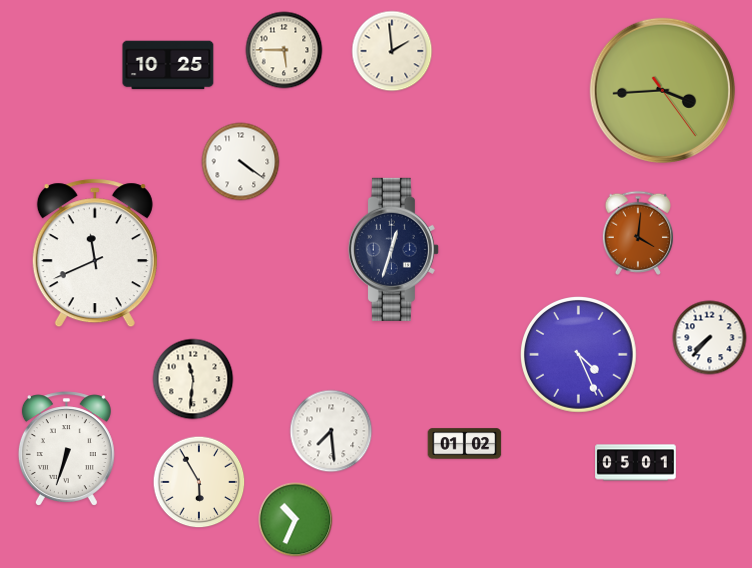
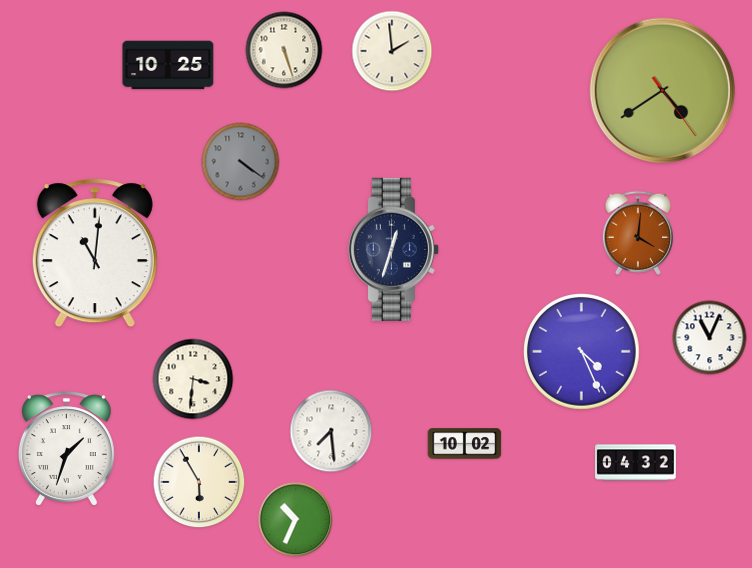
clock at (284, 50): 5:45 -> 5:27
clock at (662, 90): 3:44 -> 4:39
clock at (241, 162) dial: white -> grey
clock at (95, 253): 11:41 -> 11:01
clock at (710, 338): 7:37 -> 11:04
clock at (579, 355) position: (579, 355) -> (582, 352)
clock at (193, 379): 11:31 -> 3:31
clock at (465, 444): 01:02 -> 10:02
clock at (66, 449): 6:33 -> 1:33
clock at (636, 463): 05:01 -> 04:32
